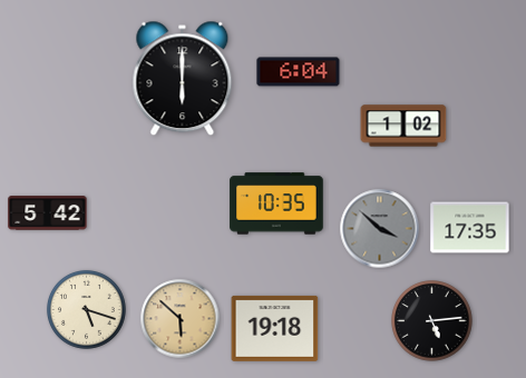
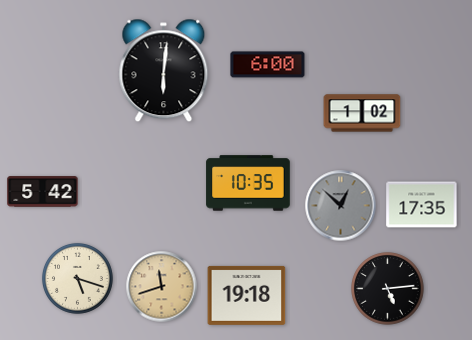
clock at (299, 72): 6:04 -> 6:00
clock at (183, 79): 6:00 -> 6:01
clock at (380, 229): 3:52 -> 12:52
clock at (181, 319): 5:52 -> 11:42
